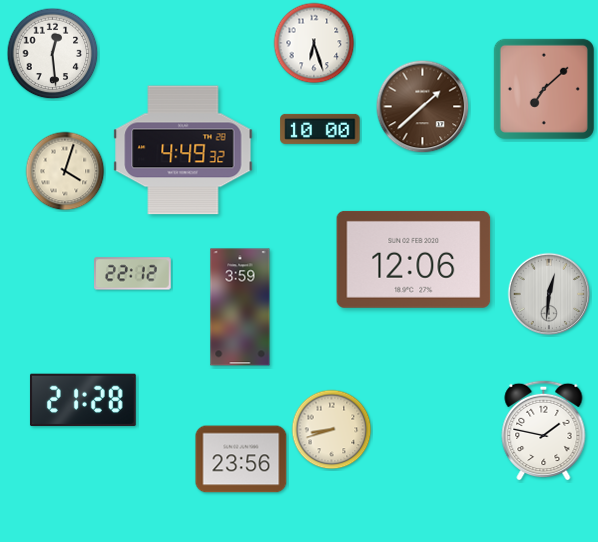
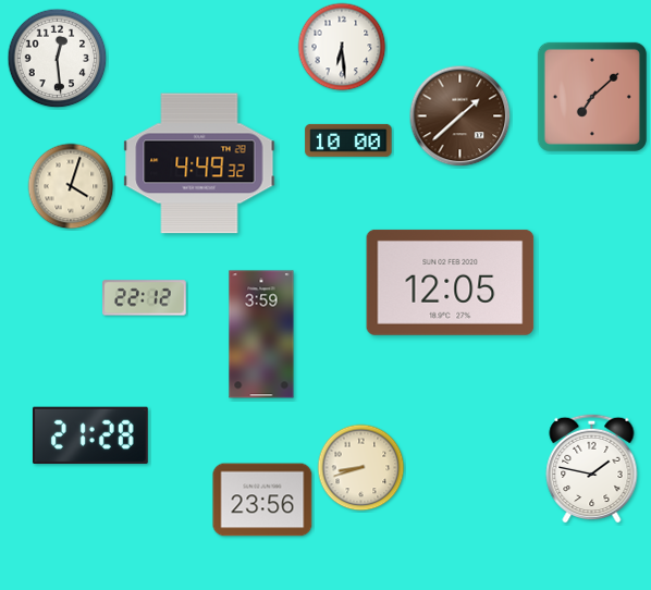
clock at (314, 43): 6:27 -> 6:29
clock at (414, 259): 12:06 -> 12:05
clock at (549, 294): 12:31 -> none
